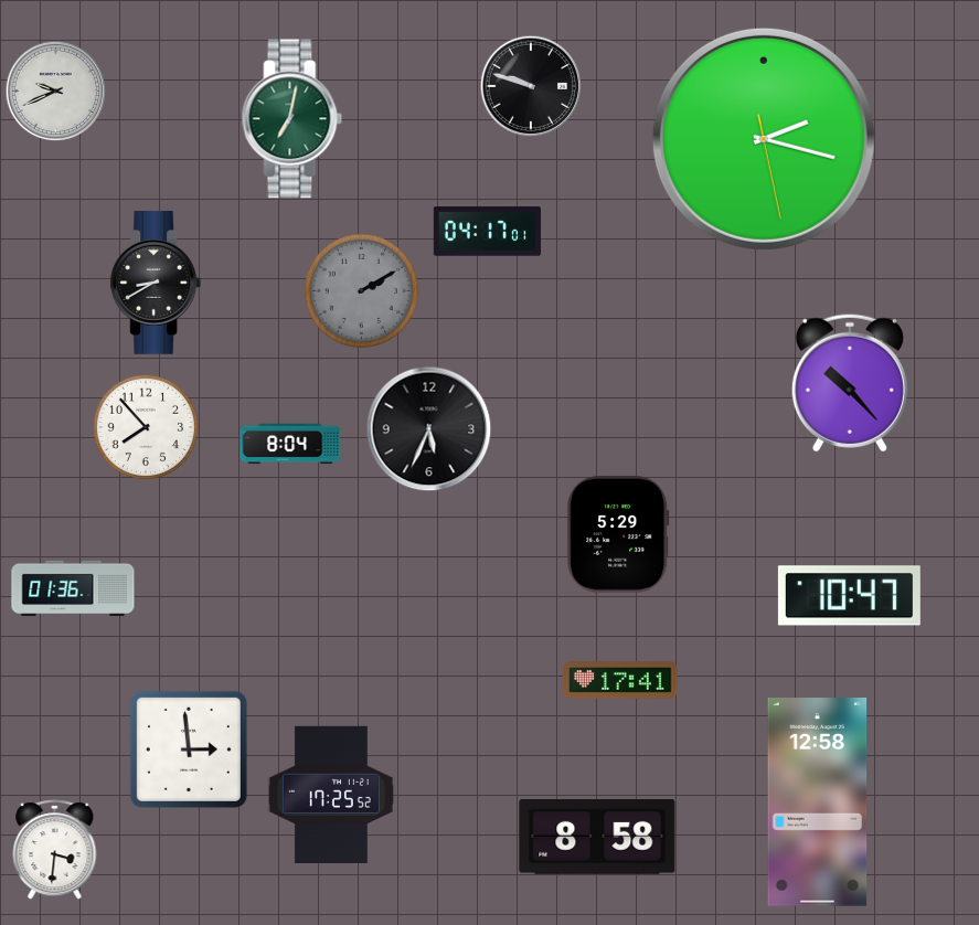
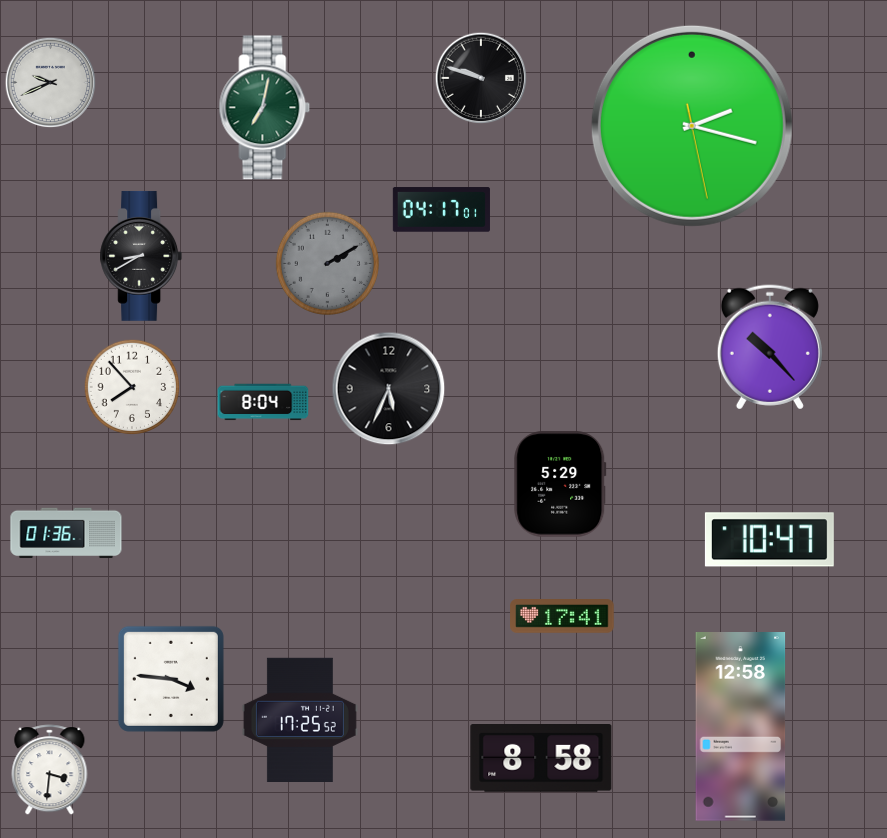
clock at (189, 749): 2:59 -> 3:46
